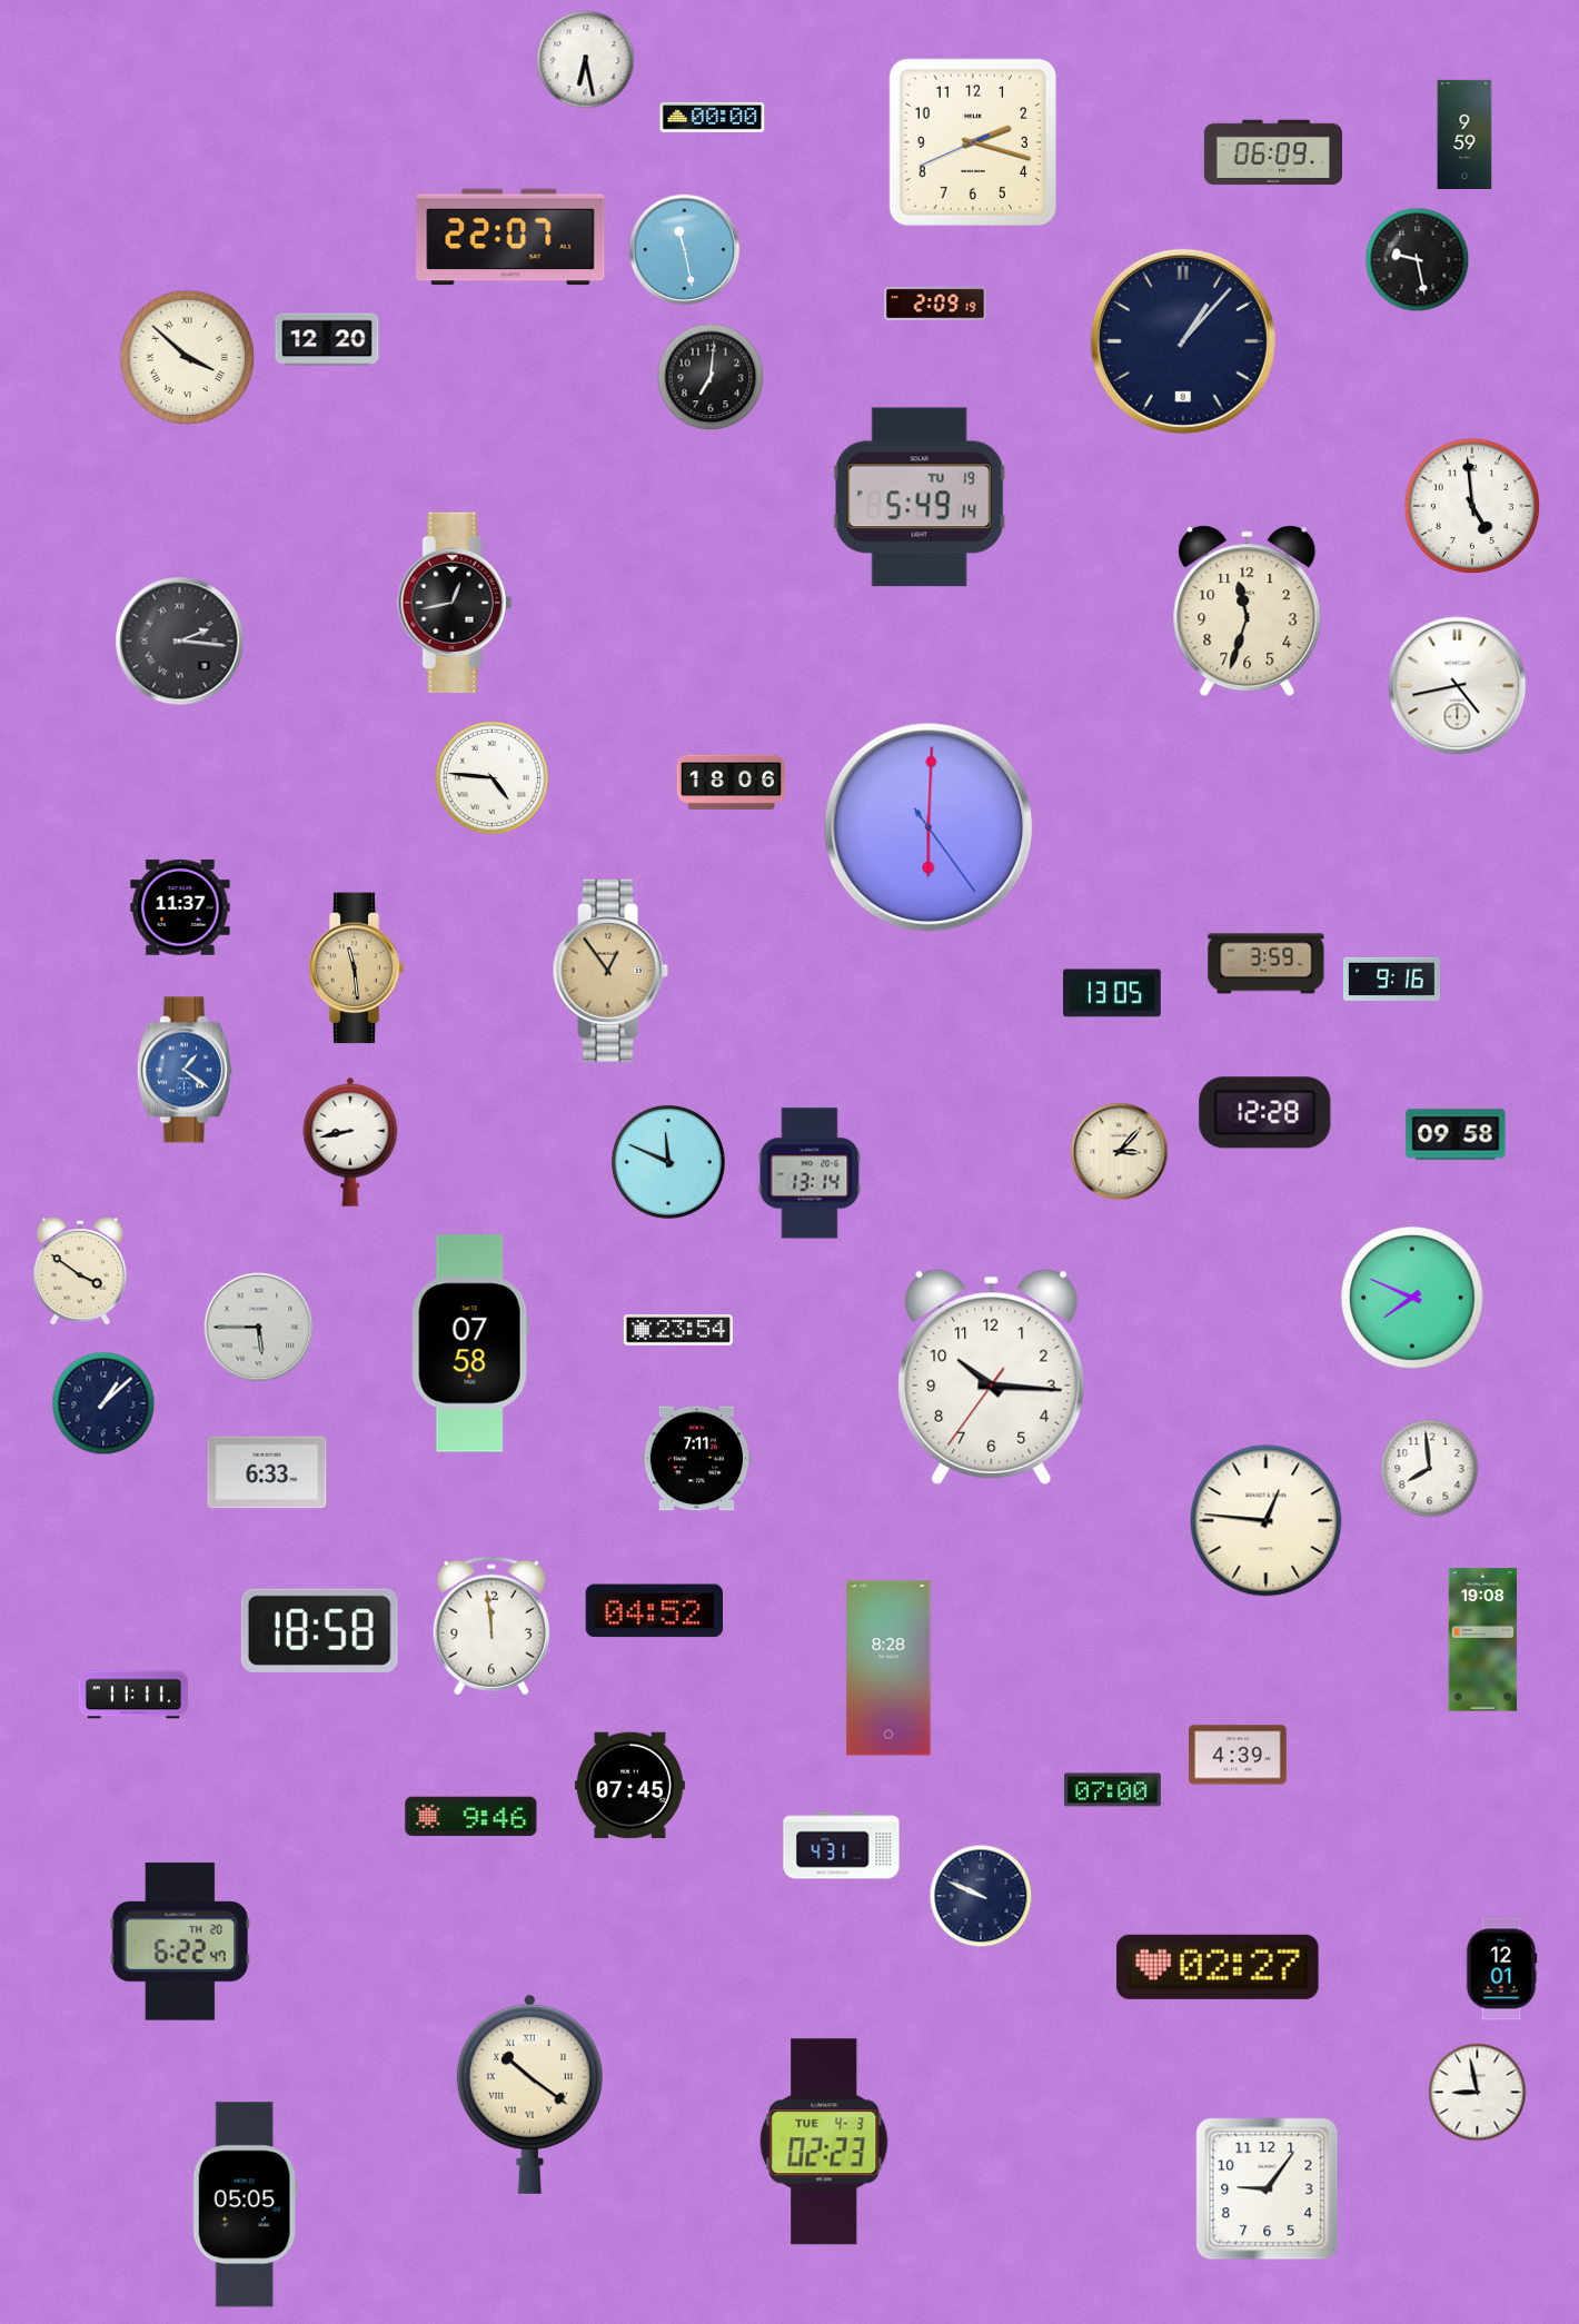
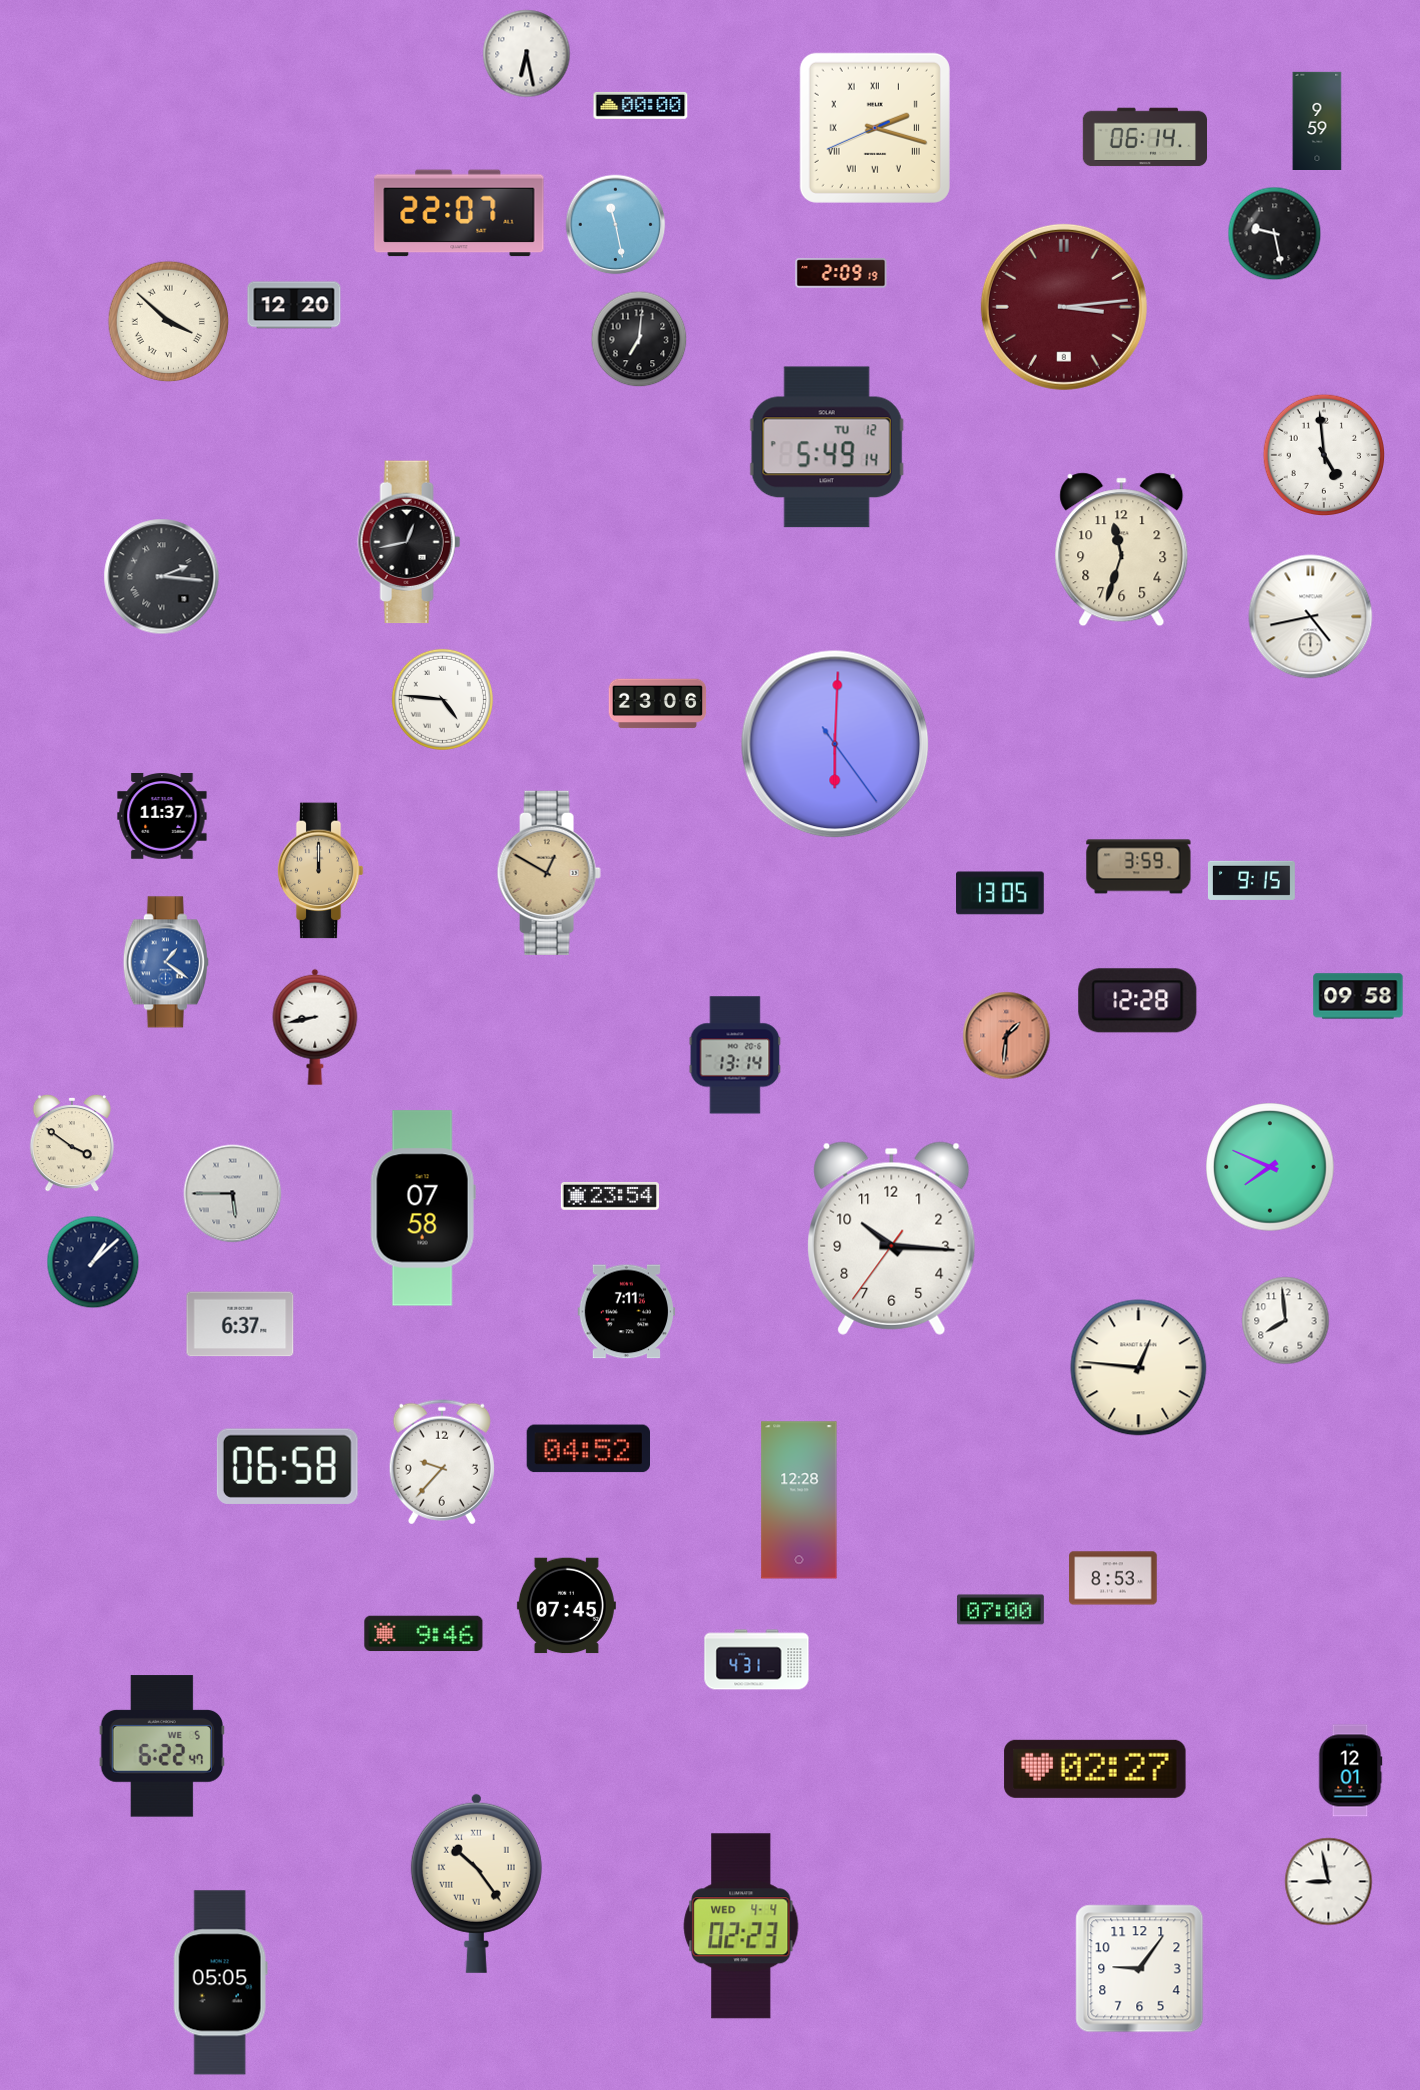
clock at (973, 142) numerals: Arabic -> Roman
clock at (1272, 152): 06:09 -> 06:14
clock at (1183, 341): 1:07 -> 3:14
clock at (1183, 341) dial: navy -> burgundy
clock at (920, 497) date: TU 19 -> TU 12
clock at (732, 783): 18:06 -> 23:06
clock at (356, 969): 11:29 -> 12:00
clock at (610, 971): 12:54 -> 12:50
clock at (1391, 979): 9:16 -> 9:15
clock at (1456, 1134) position: (1456, 1134) -> (1358, 996)
clock at (1120, 1152): 3:07 -> 1:31
clock at (1120, 1152) dial: cream -> salmon
clock at (668, 1162): 11:49 -> none
clock at (810, 1173) position: (810, 1173) -> (735, 1055)
clock at (267, 1472): 6:33 -> 6:37
clock at (491, 1626): 11:59 -> 9:37
clock at (319, 1630): 18:58 -> 06:58
clock at (1483, 1640): 19:08 -> none
clock at (888, 1668): 8:28 -> 12:28
clock at (133, 1695): 11:11 -> none
clock at (1238, 1755): 4:39 -> 8:53
clock at (981, 1896): 9:49 -> none
clock at (180, 1941) date: TH 20 -> WE 5
clock at (529, 2094): 10:21 -> 10:24
clock at (824, 2142) date: TUE 4-3 -> WED 4-4
